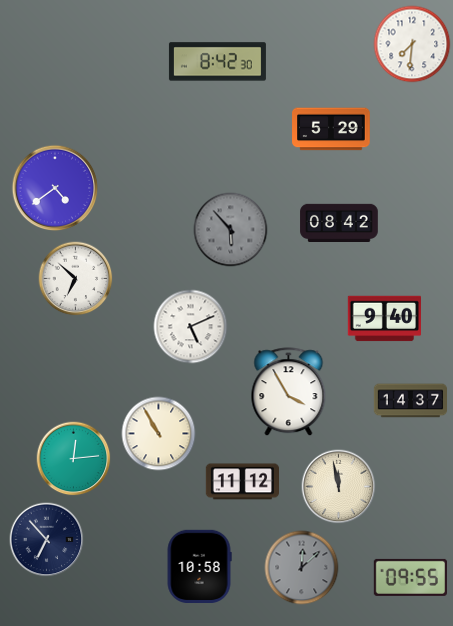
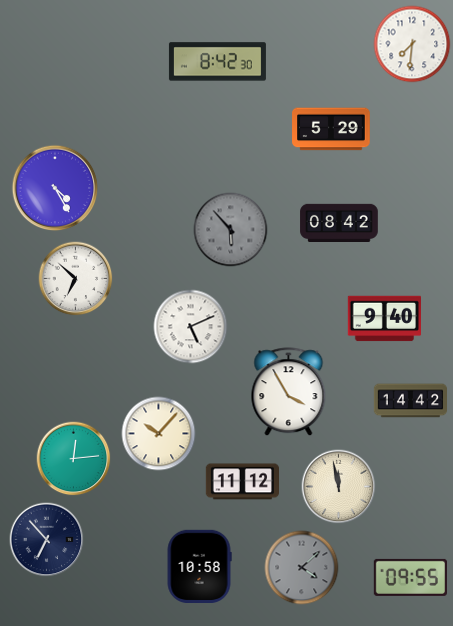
clock at (55, 188): 4:39 -> 4:25
clock at (411, 401): 14:37 -> 14:42
clock at (159, 434): 10:55 -> 10:07
clock at (302, 568): 12:08 -> 4:08
